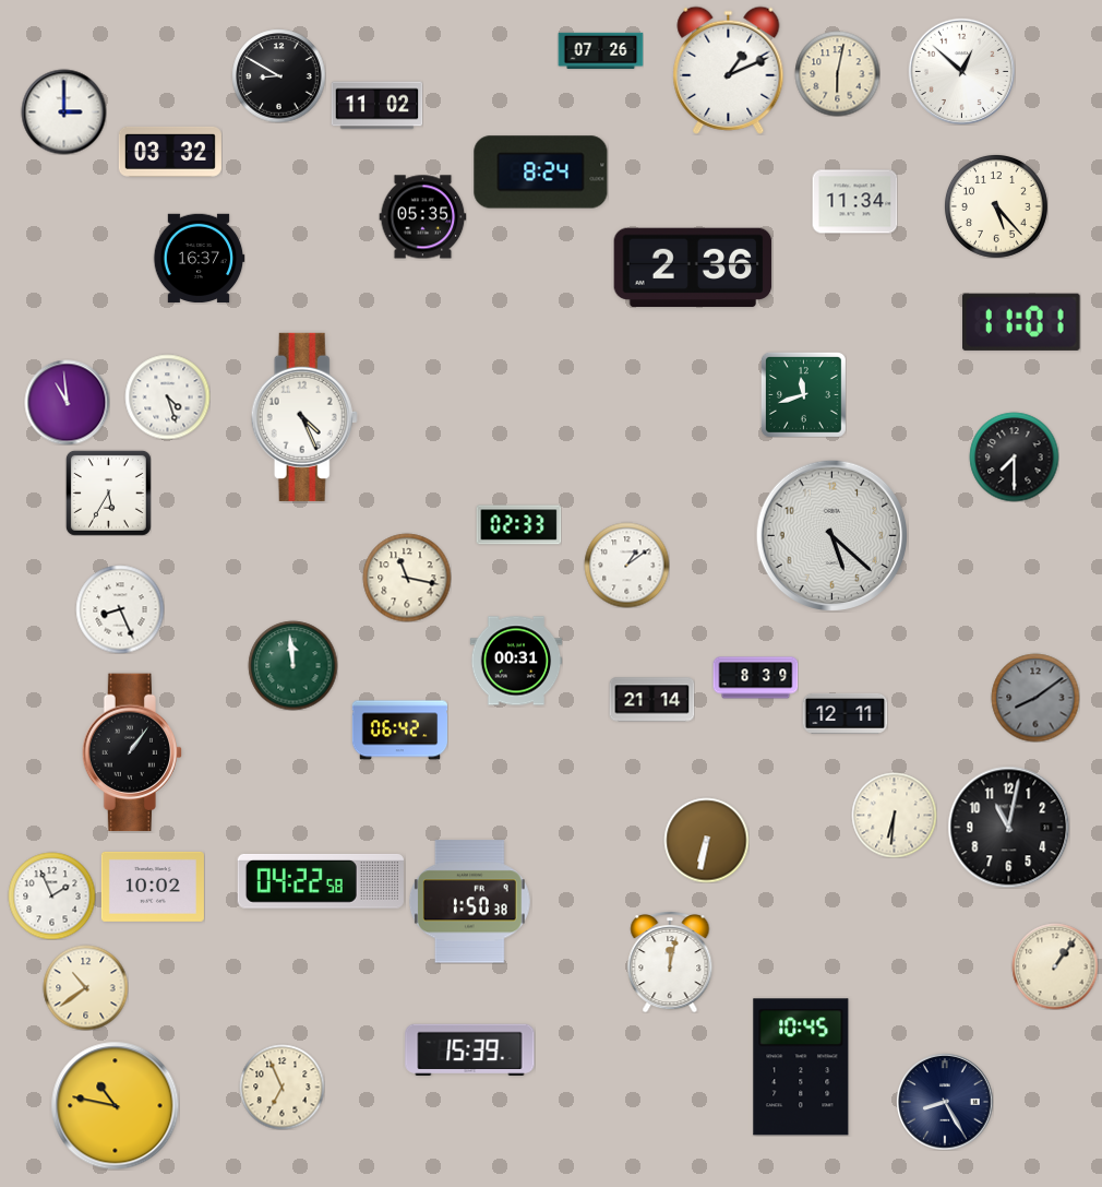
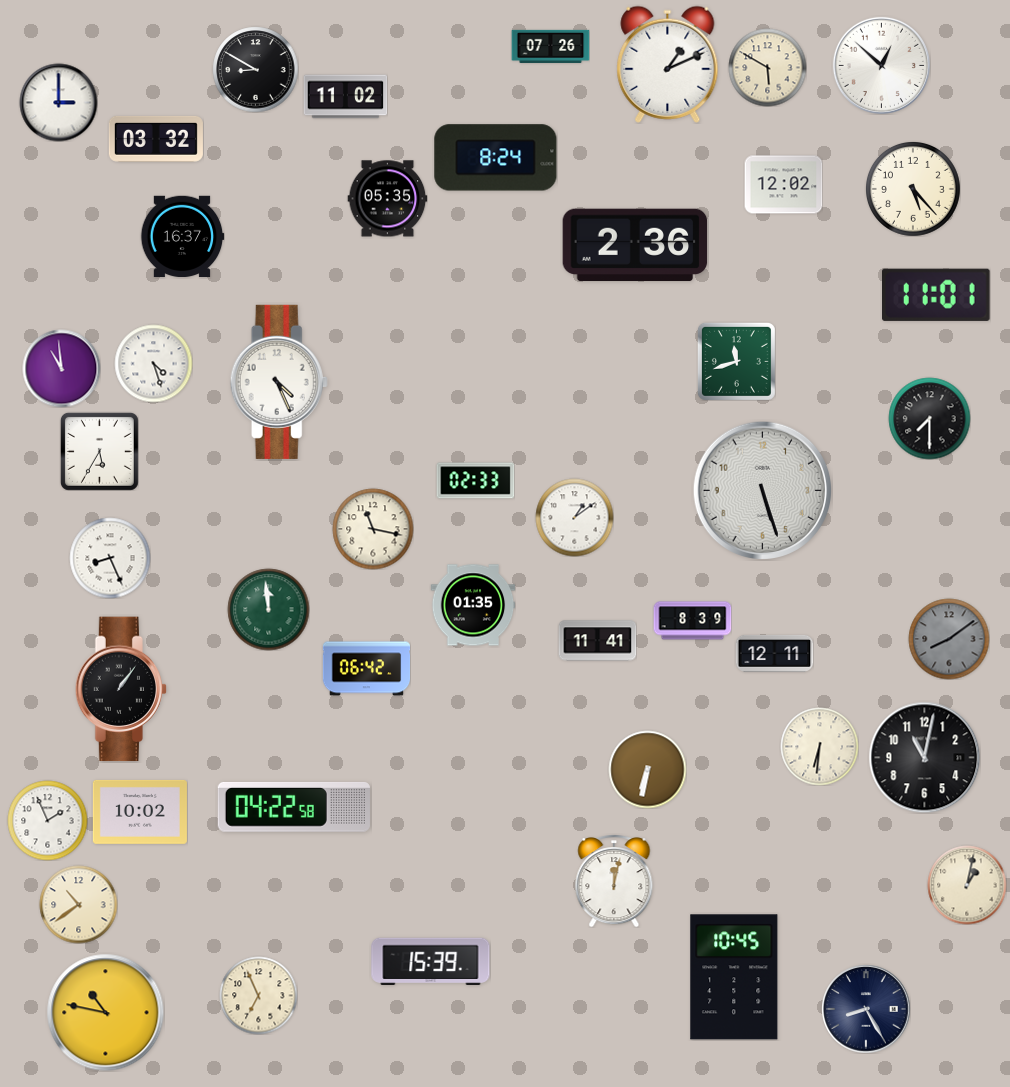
clock at (837, 73): 6:02 -> 5:50
clock at (854, 202): 11:34 -> 12:02
clock at (831, 535): 5:22 -> 5:27
clock at (516, 661): 00:31 -> 01:35
clock at (651, 700): 21:14 -> 11:41
clock at (469, 902): 1:50 -> none
clock at (1055, 966): 1:06 -> 1:02
